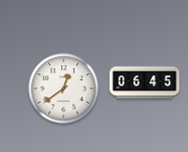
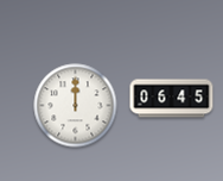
clock at (64, 89): 12:39 -> 12:00
